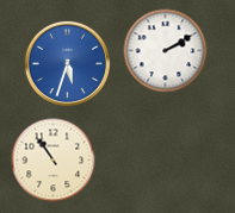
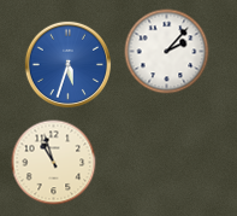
clock at (166, 51): 2:10 -> 2:07
clock at (54, 161): 10:54 -> 10:57
